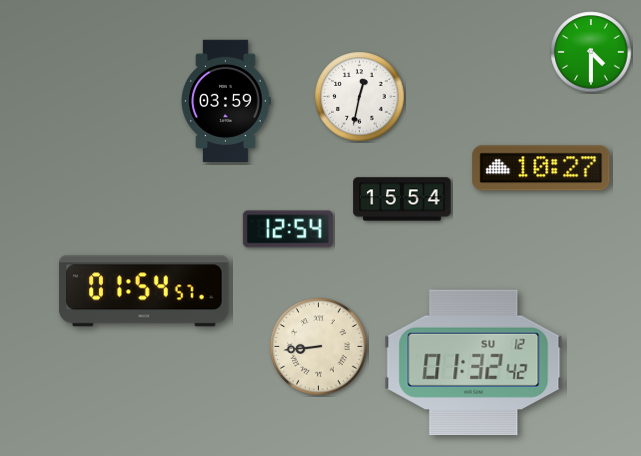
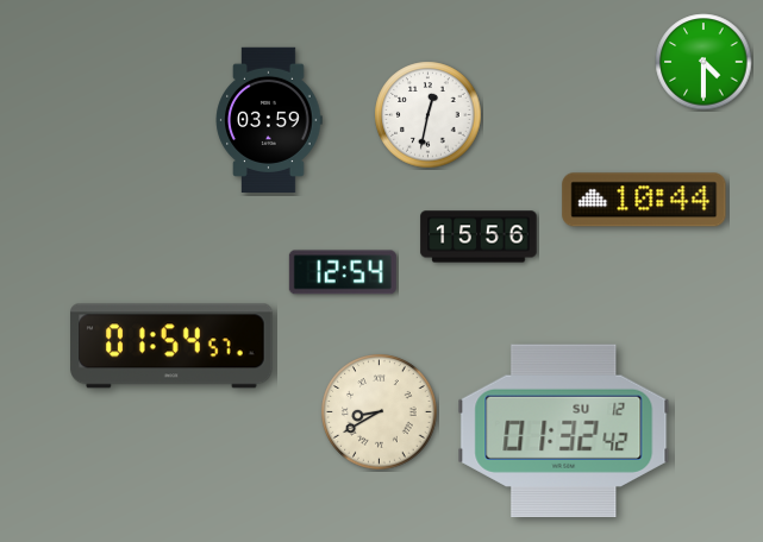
clock at (541, 168): 10:27 -> 10:44
clock at (402, 199): 15:54 -> 15:56
clock at (319, 347): 8:44 -> 8:40
